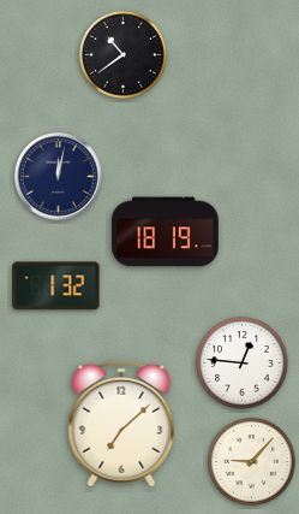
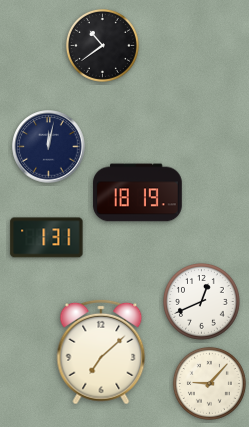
clock at (56, 286): 1:32 -> 1:31
clock at (243, 364): 12:46 -> 12:41
